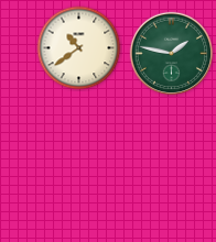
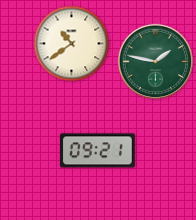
clock at (171, 53) position: (171, 53) -> (155, 61)
clock at (97, 151): none -> 09:21
